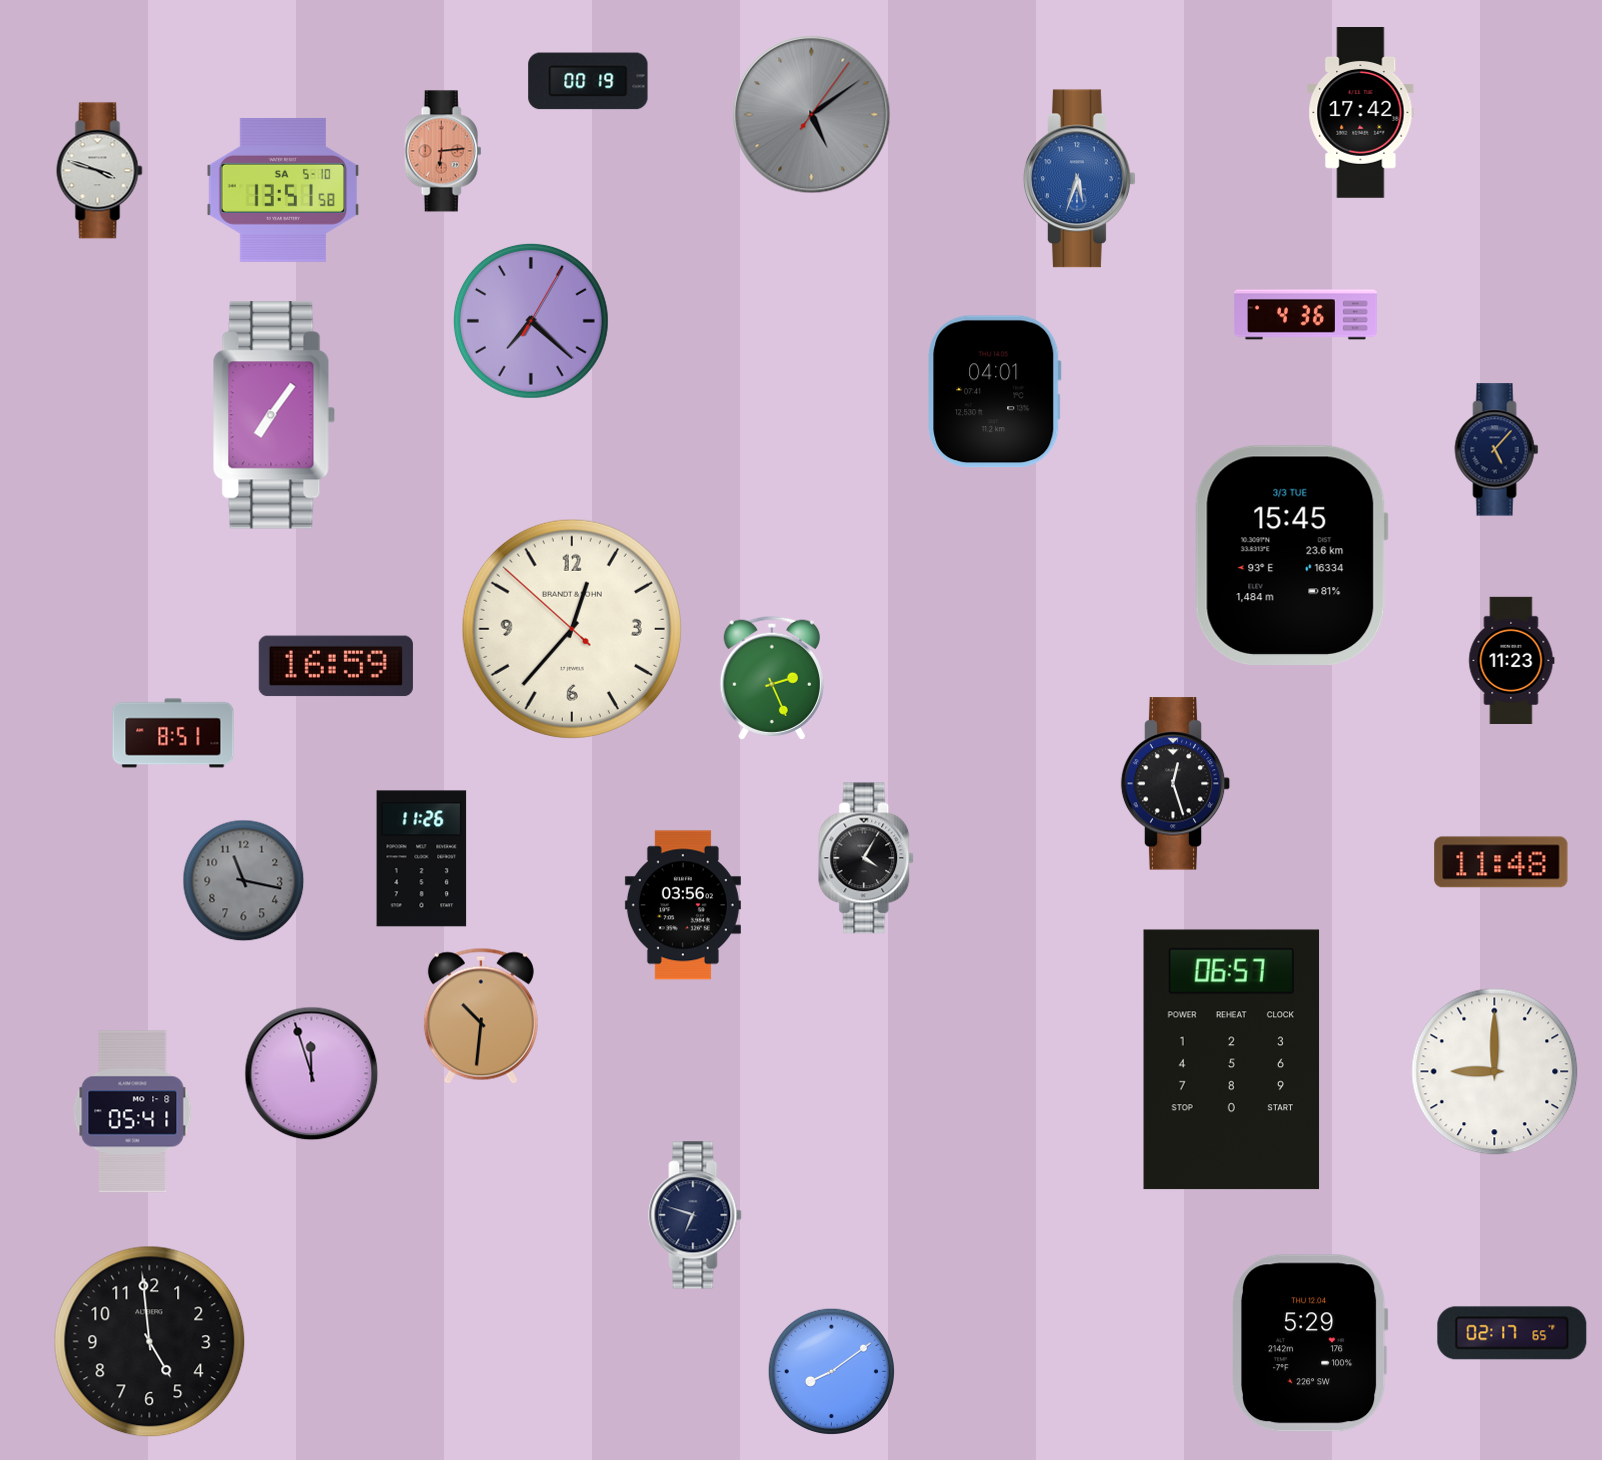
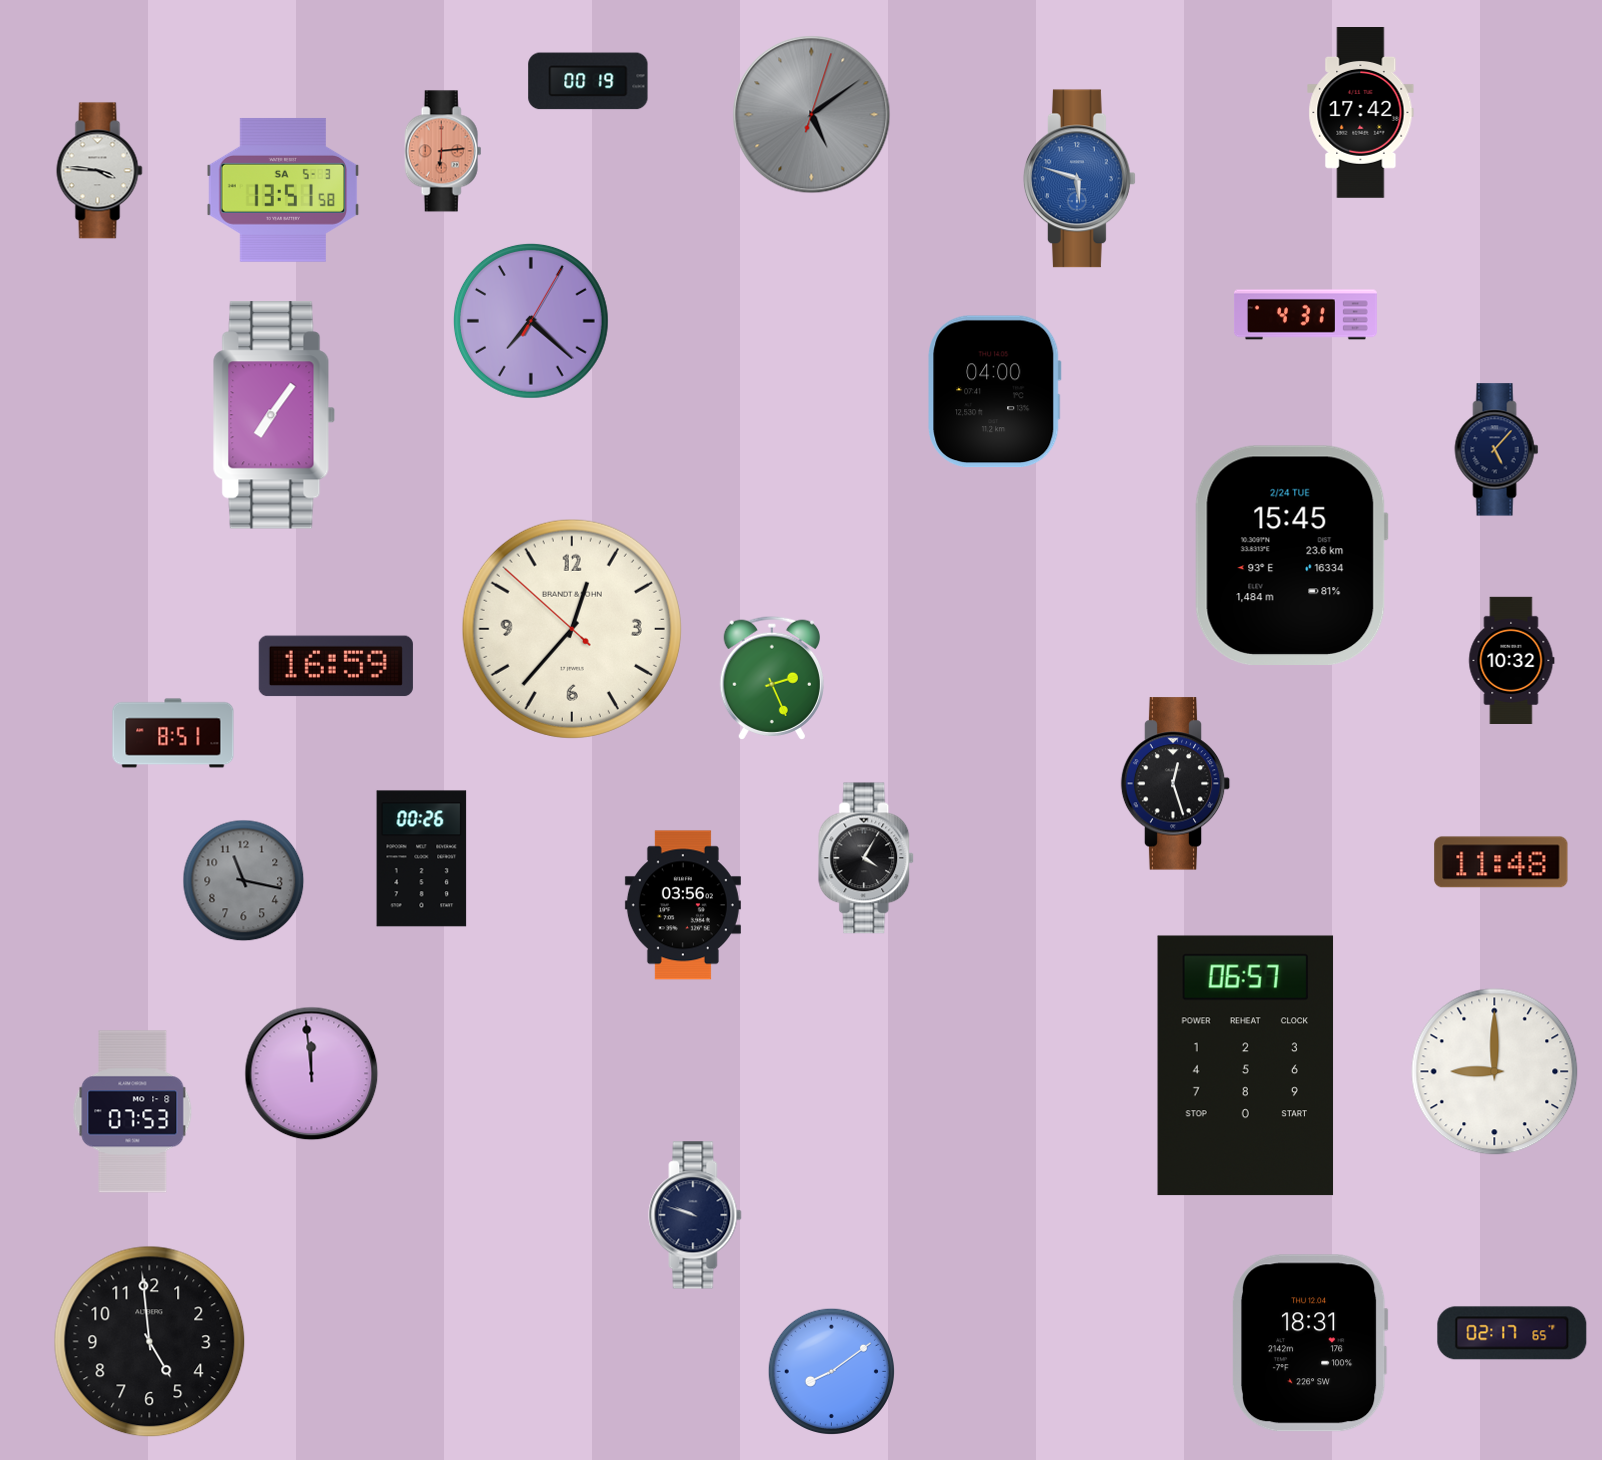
clock at (812, 115): 5:09:06 -> 5:09:03
clock at (100, 171): 3:48 -> 3:46
clock at (1080, 179): 5:33 -> 5:48
clock at (283, 190) date: SA 5-10 -> SA 5-3
clock at (1305, 315): 4:36 -> 4:31
clock at (995, 392): 04:01 -> 04:00
clock at (1291, 555) date: 3/3 TUE -> 2/24 TUE
clock at (1512, 660): 11:23 -> 10:32
clock at (422, 859): 11:26 -> 00:26
clock at (481, 1016): 10:31 -> none
clock at (1232, 1060) position: (1232, 1060) -> (1246, 1066)
clock at (312, 1074): 11:57 -> 11:59
clock at (133, 1112): 05:41 -> 07:53
clock at (695, 1215): 6:48 -> 9:48
clock at (1311, 1343): 5:29 -> 18:31
